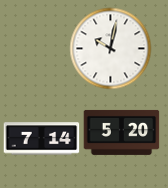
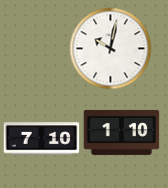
clock at (122, 132): 5:20 -> 1:10
clock at (42, 139): 7:14 -> 7:10
